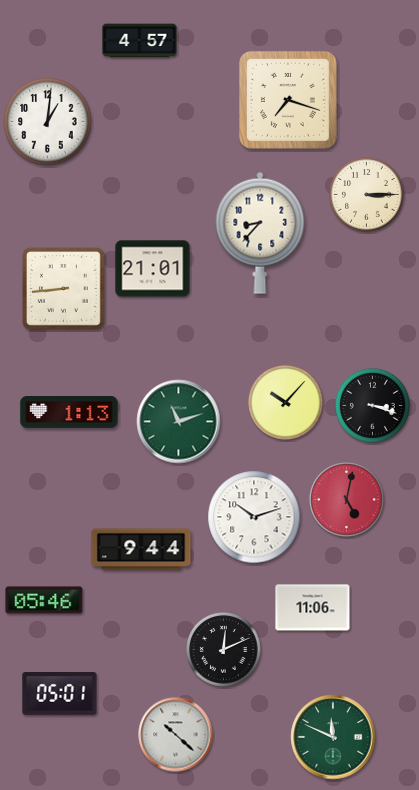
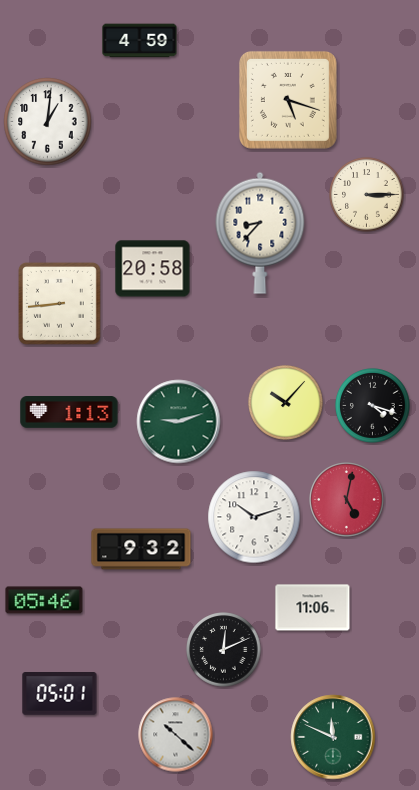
clock at (140, 41): 4:57 -> 4:59
clock at (288, 100): 7:18 -> 5:18
clock at (153, 269): 21:01 -> 20:58
clock at (64, 289) position: (64, 289) -> (60, 304)
clock at (373, 406): 3:18 -> 4:18
clock at (179, 422): 11:12 -> 9:12
clock at (141, 549): 9:44 -> 9:32
